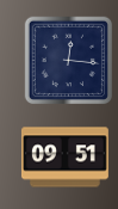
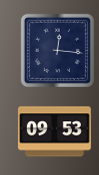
clock at (64, 158): 09:51 -> 09:53
